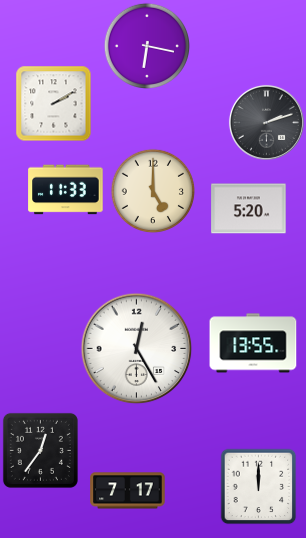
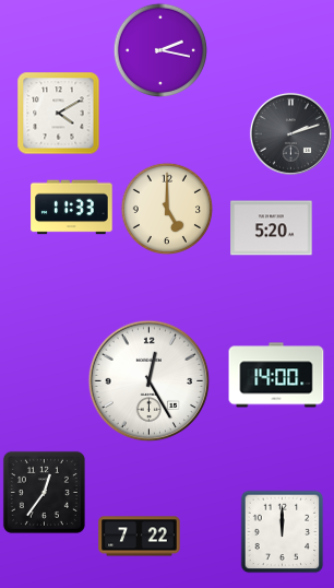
clock at (146, 45): 6:17 -> 2:17
clock at (54, 104): 2:10 -> 4:10
clock at (253, 343): 13:55 -> 14:00
clock at (128, 491): 7:17 -> 7:22
